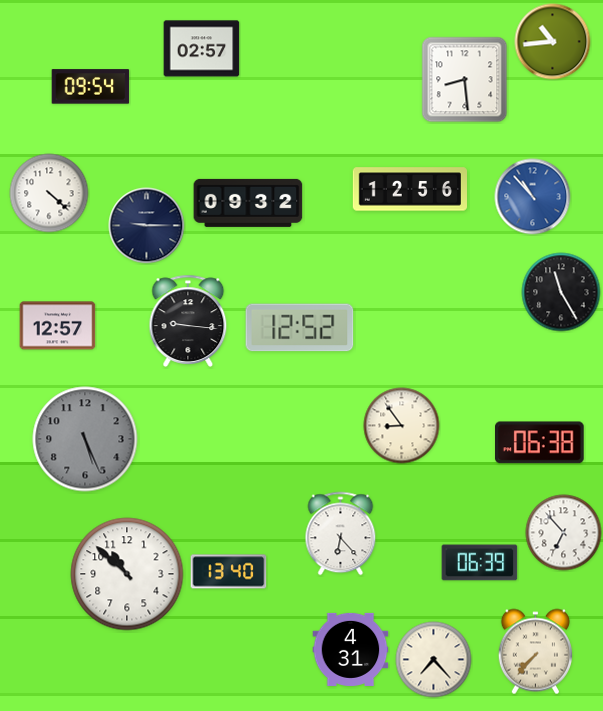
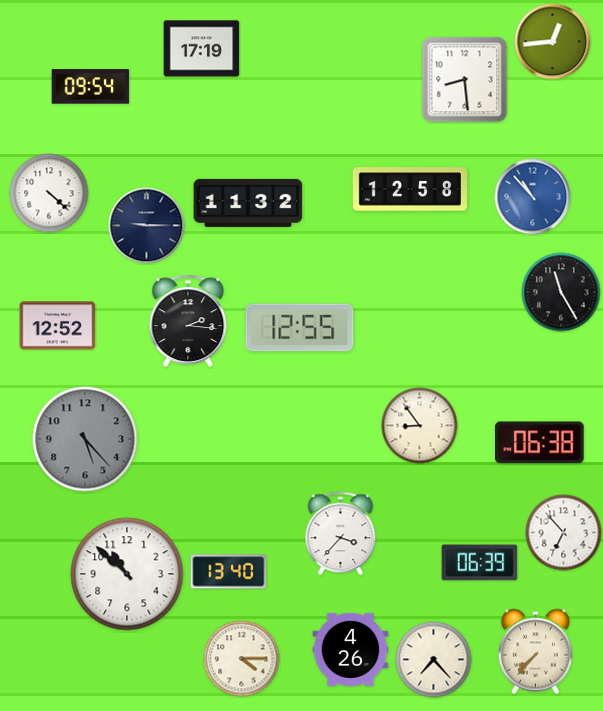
clock at (553, 42): 10:44 -> 12:44
clock at (202, 49): 02:57 -> 17:19
clock at (409, 189): 12:56 -> 12:58
clock at (248, 203): 09:32 -> 11:32
clock at (188, 321): 9:16 -> 2:16
clock at (58, 326): 12:57 -> 12:52
clock at (300, 328): 12:52 -> 12:55
clock at (402, 426) position: (402, 426) -> (420, 426)
clock at (85, 439): 5:26 -> 5:23
clock at (341, 534): 6:23 -> 3:37
clock at (351, 649): 4:31 -> 4:26
clock at (242, 659): none -> 4:15
